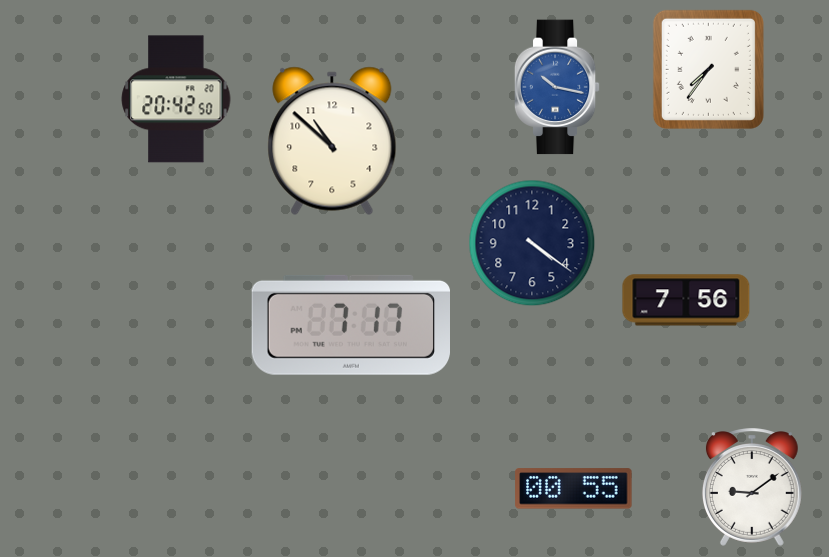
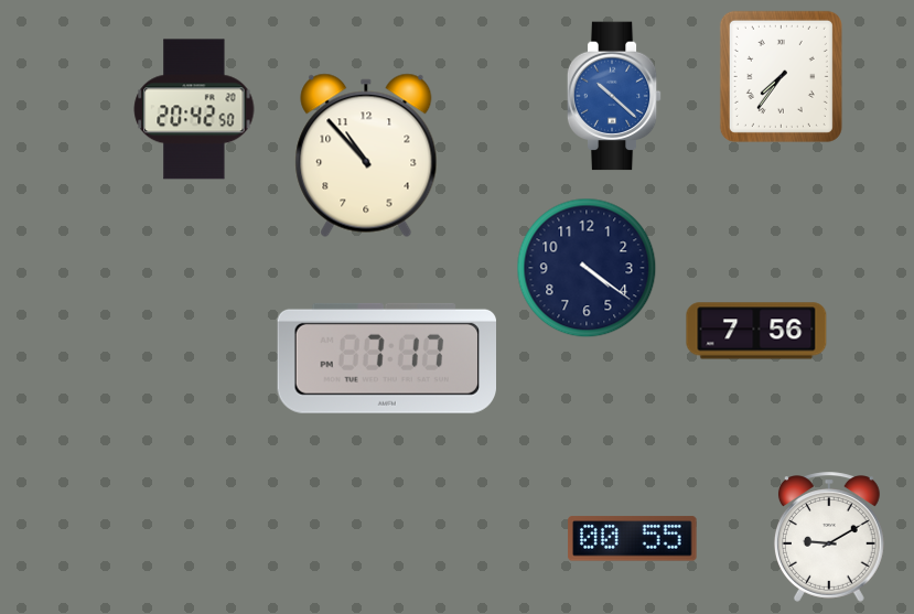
clock at (557, 87): 10:17 -> 10:22
clock at (332, 141): 10:52 -> 10:53
clock at (752, 487): 9:09 -> 9:10
